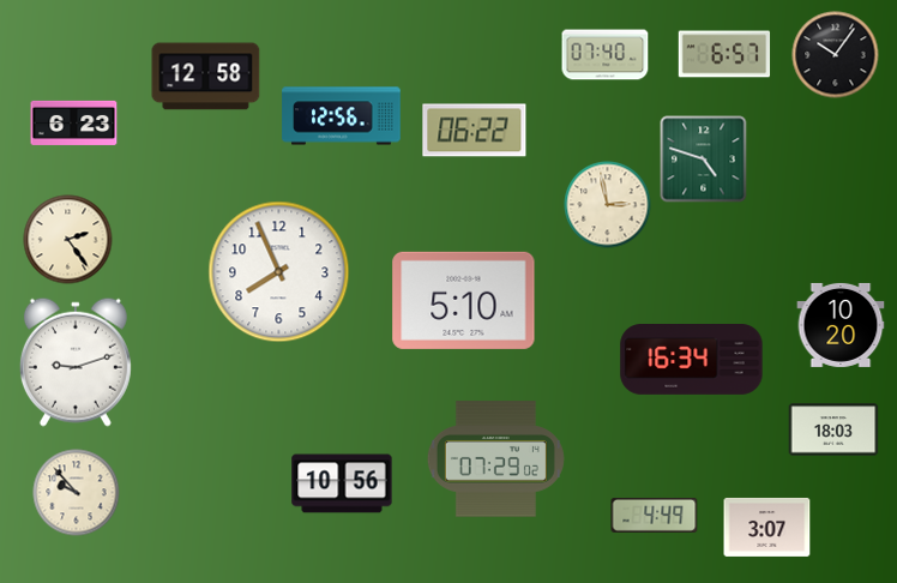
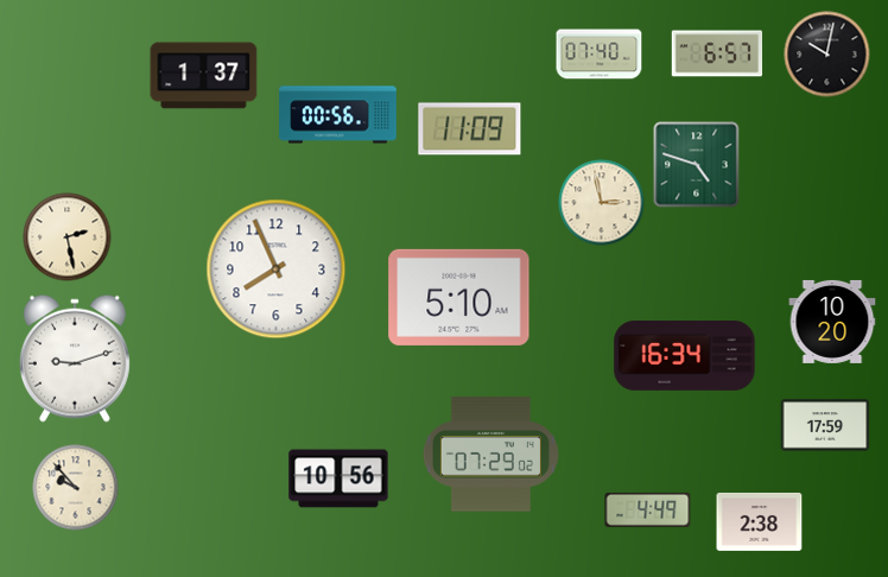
clock at (836, 55): 10:06 -> 10:02
clock at (206, 77): 12:58 -> 1:37
clock at (342, 116): 12:56 -> 00:56
clock at (74, 122): 6:23 -> none
clock at (475, 131): 06:22 -> 11:09
clock at (704, 160) position: (704, 160) -> (697, 165)
clock at (68, 240): 2:24 -> 2:28
clock at (833, 429): 18:03 -> 17:59
clock at (767, 527): 3:07 -> 2:38
